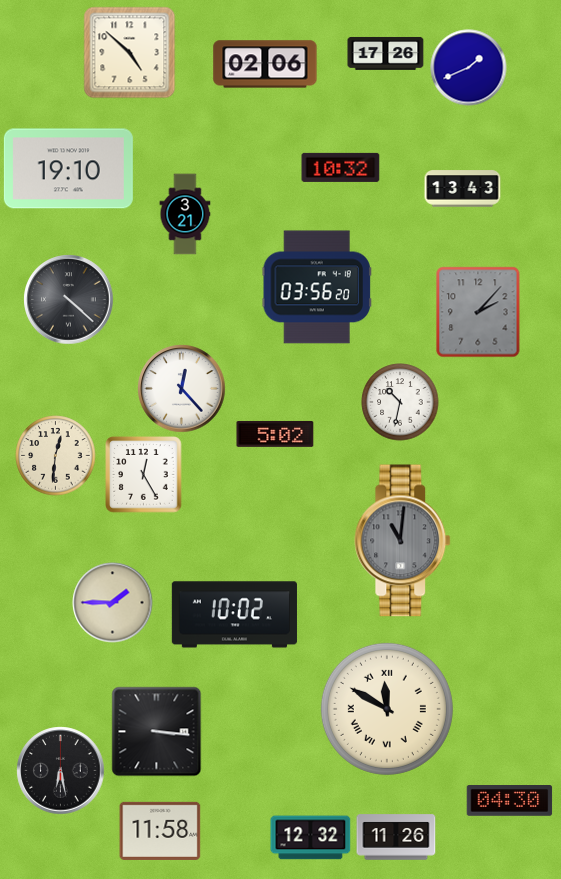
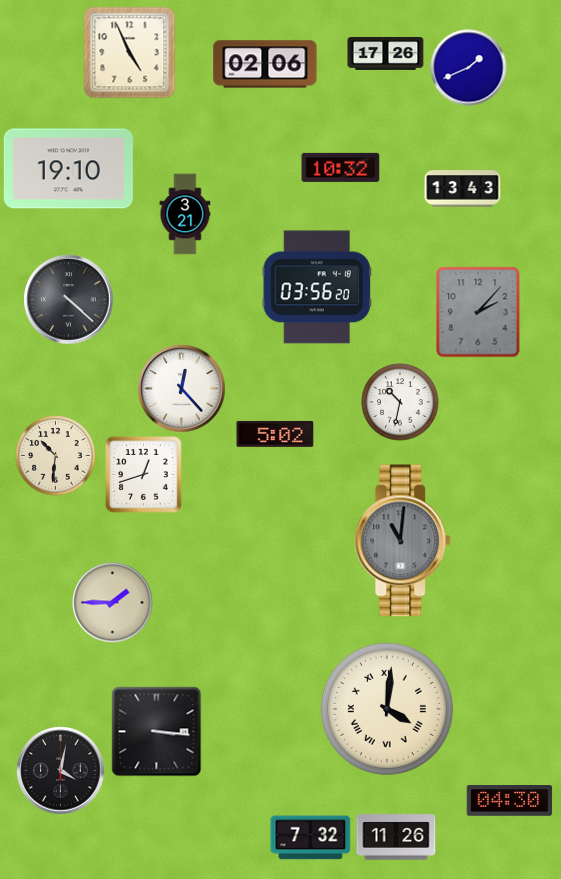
clock at (130, 53): 4:52 -> 4:56
clock at (56, 456): 12:31 -> 10:31
clock at (144, 475): 12:25 -> 12:42
clock at (234, 615): 10:02 -> none
clock at (387, 709): 11:50 -> 4:01
clock at (61, 771): 6:28 -> 4:02
clock at (160, 831): 11:58 -> none
clock at (311, 838): 12:32 -> 7:32
